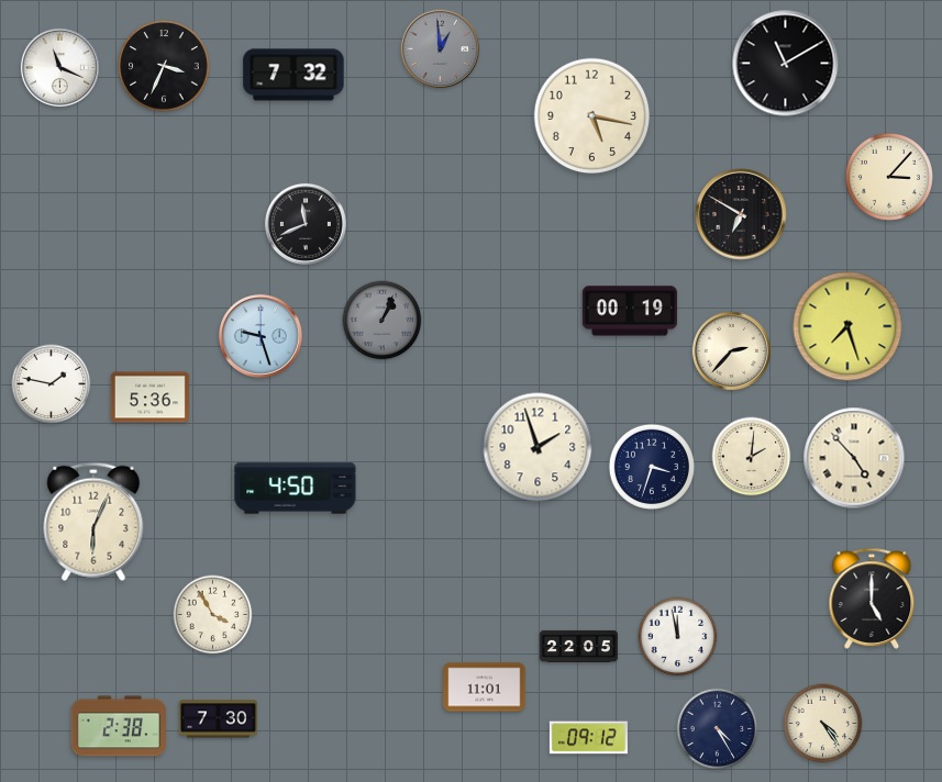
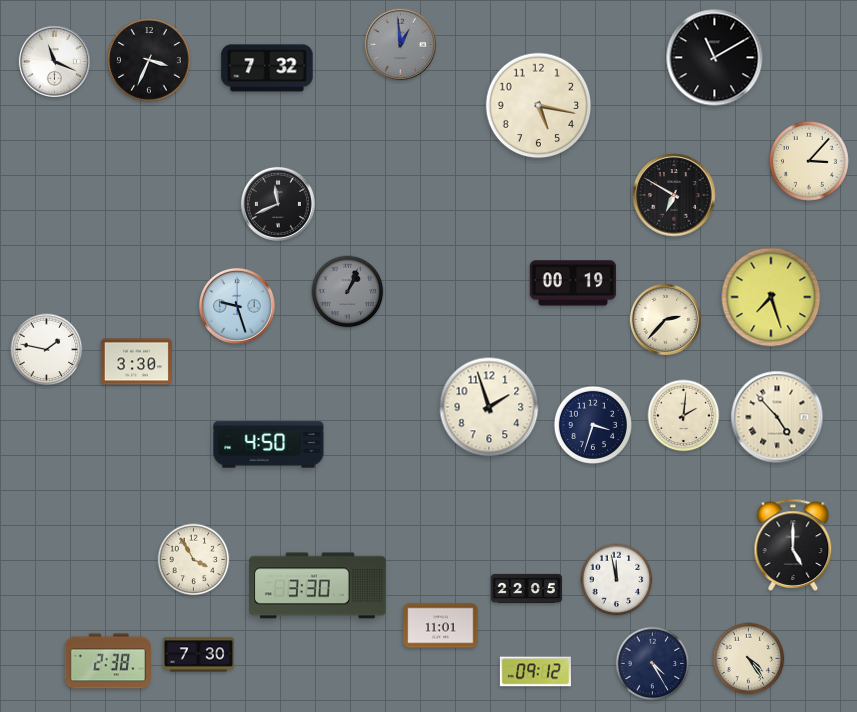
clock at (149, 398): 5:36 -> 3:30
clock at (93, 522): 6:04 -> none
clock at (318, 586): none -> 3:30
